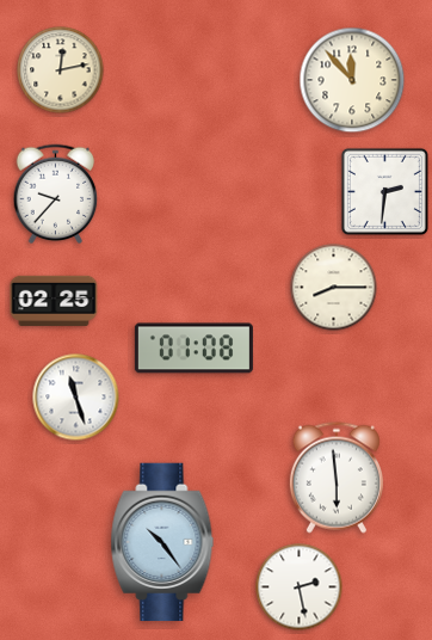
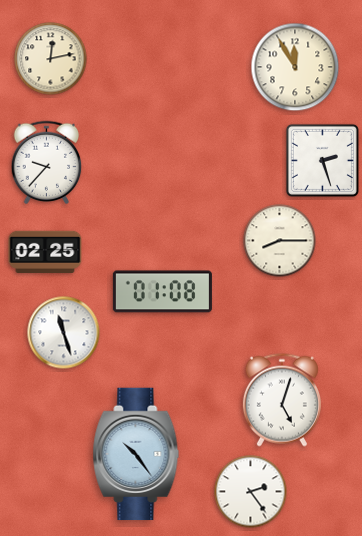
clock at (352, 80): 11:53 -> 11:55
clock at (384, 191): 2:31 -> 2:27
clock at (337, 478): 5:59 -> 5:03
clock at (300, 587): 2:28 -> 2:24
